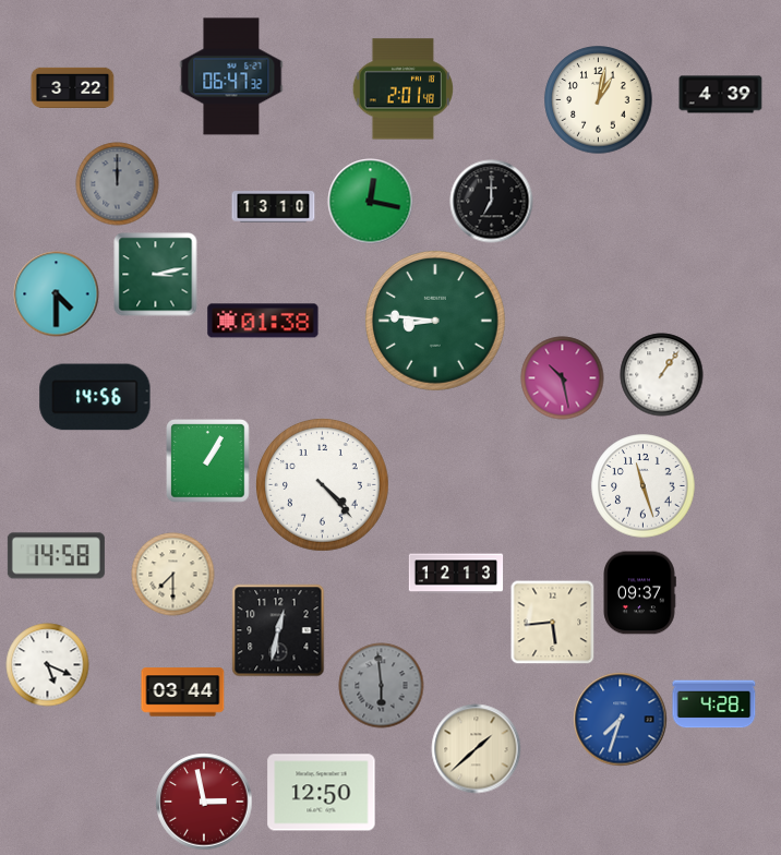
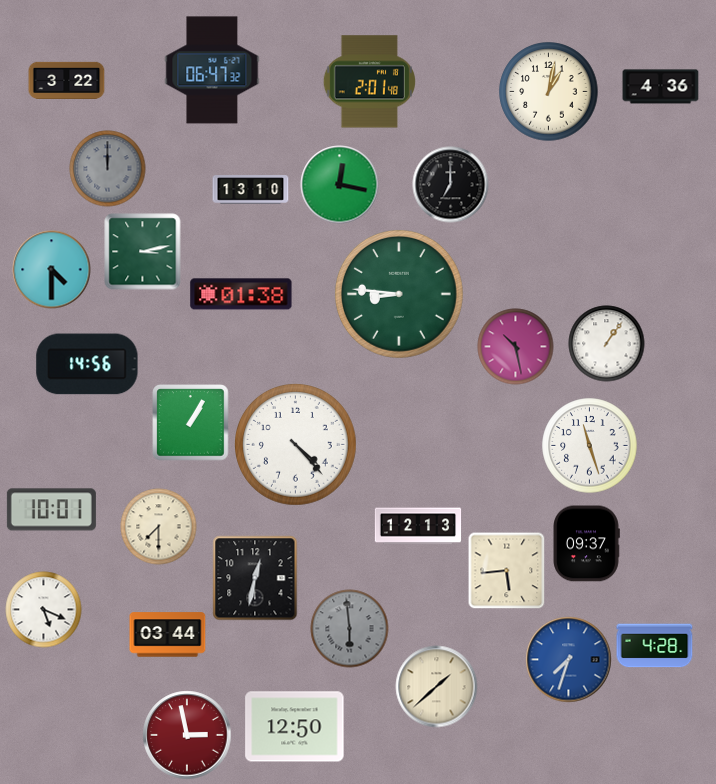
clock at (721, 95): 4:39 -> 4:36
clock at (56, 556): 14:58 -> 10:01
